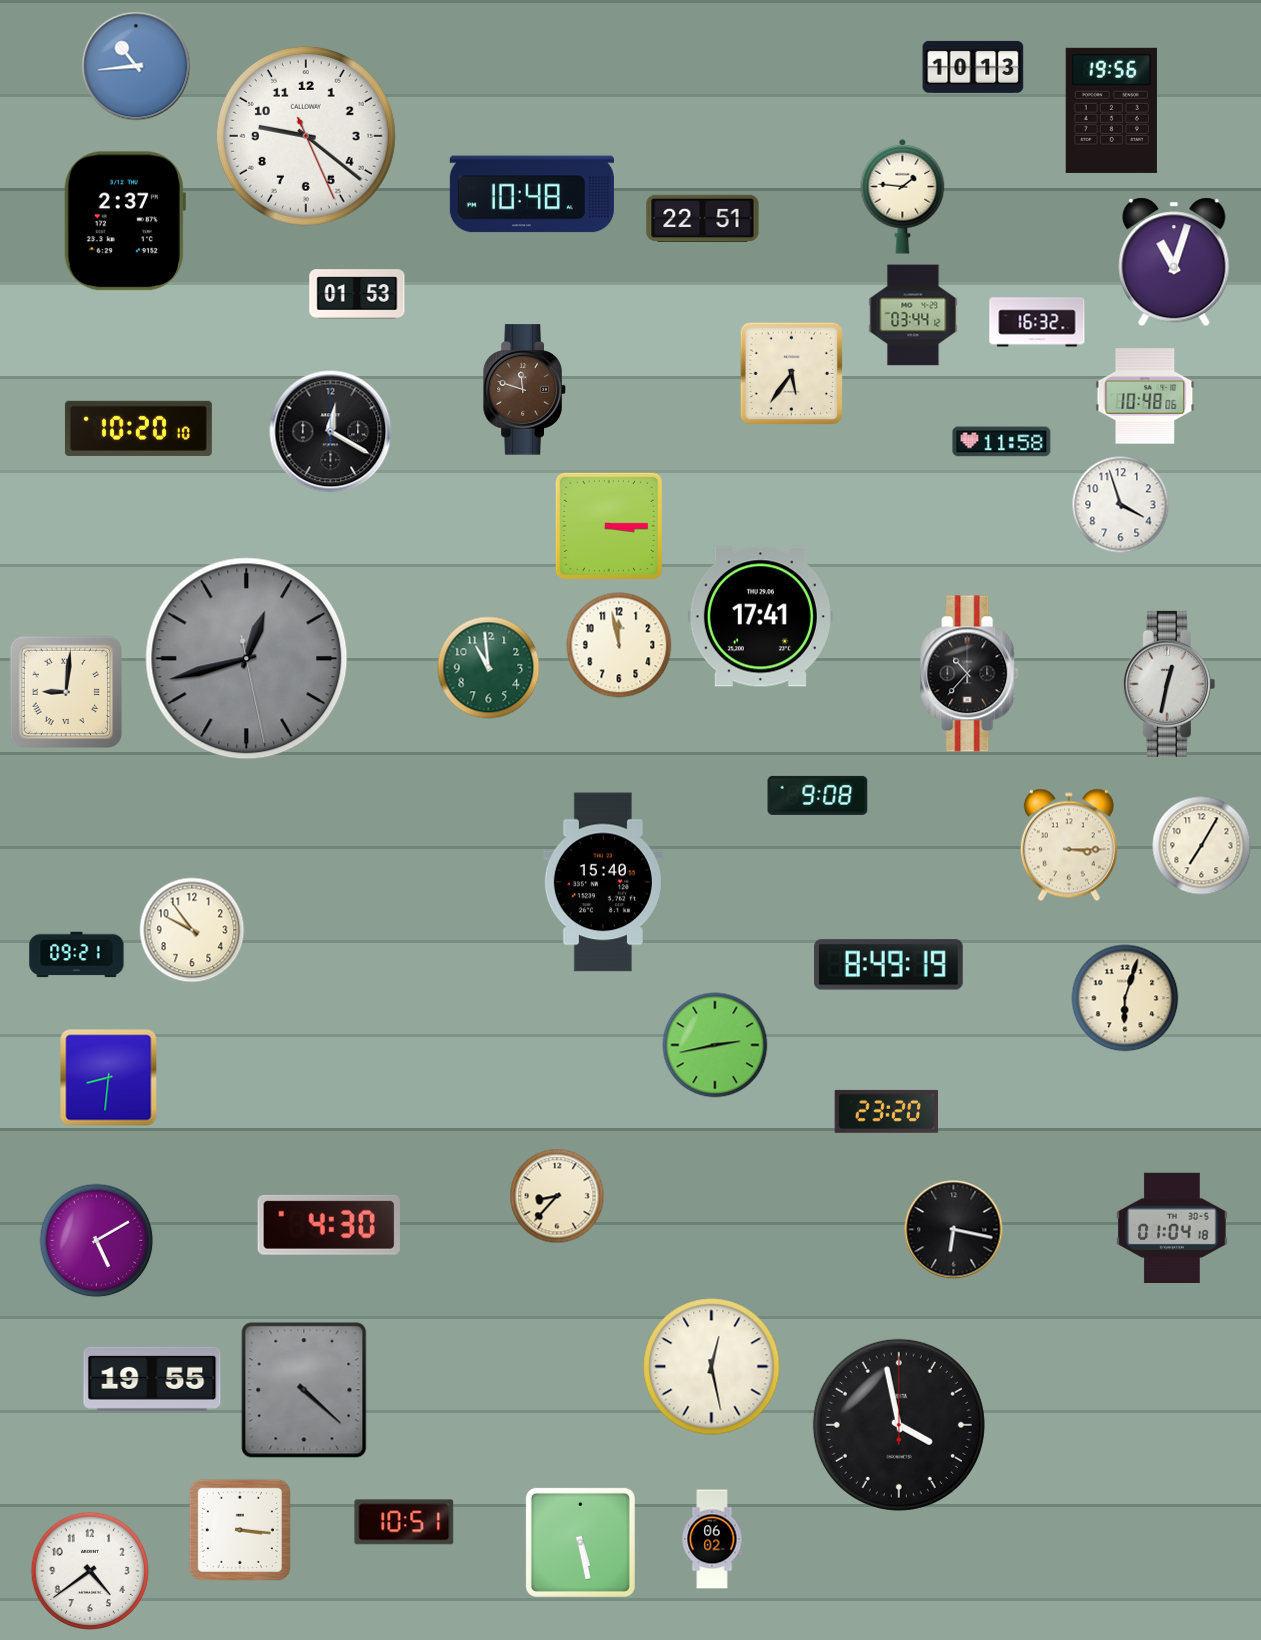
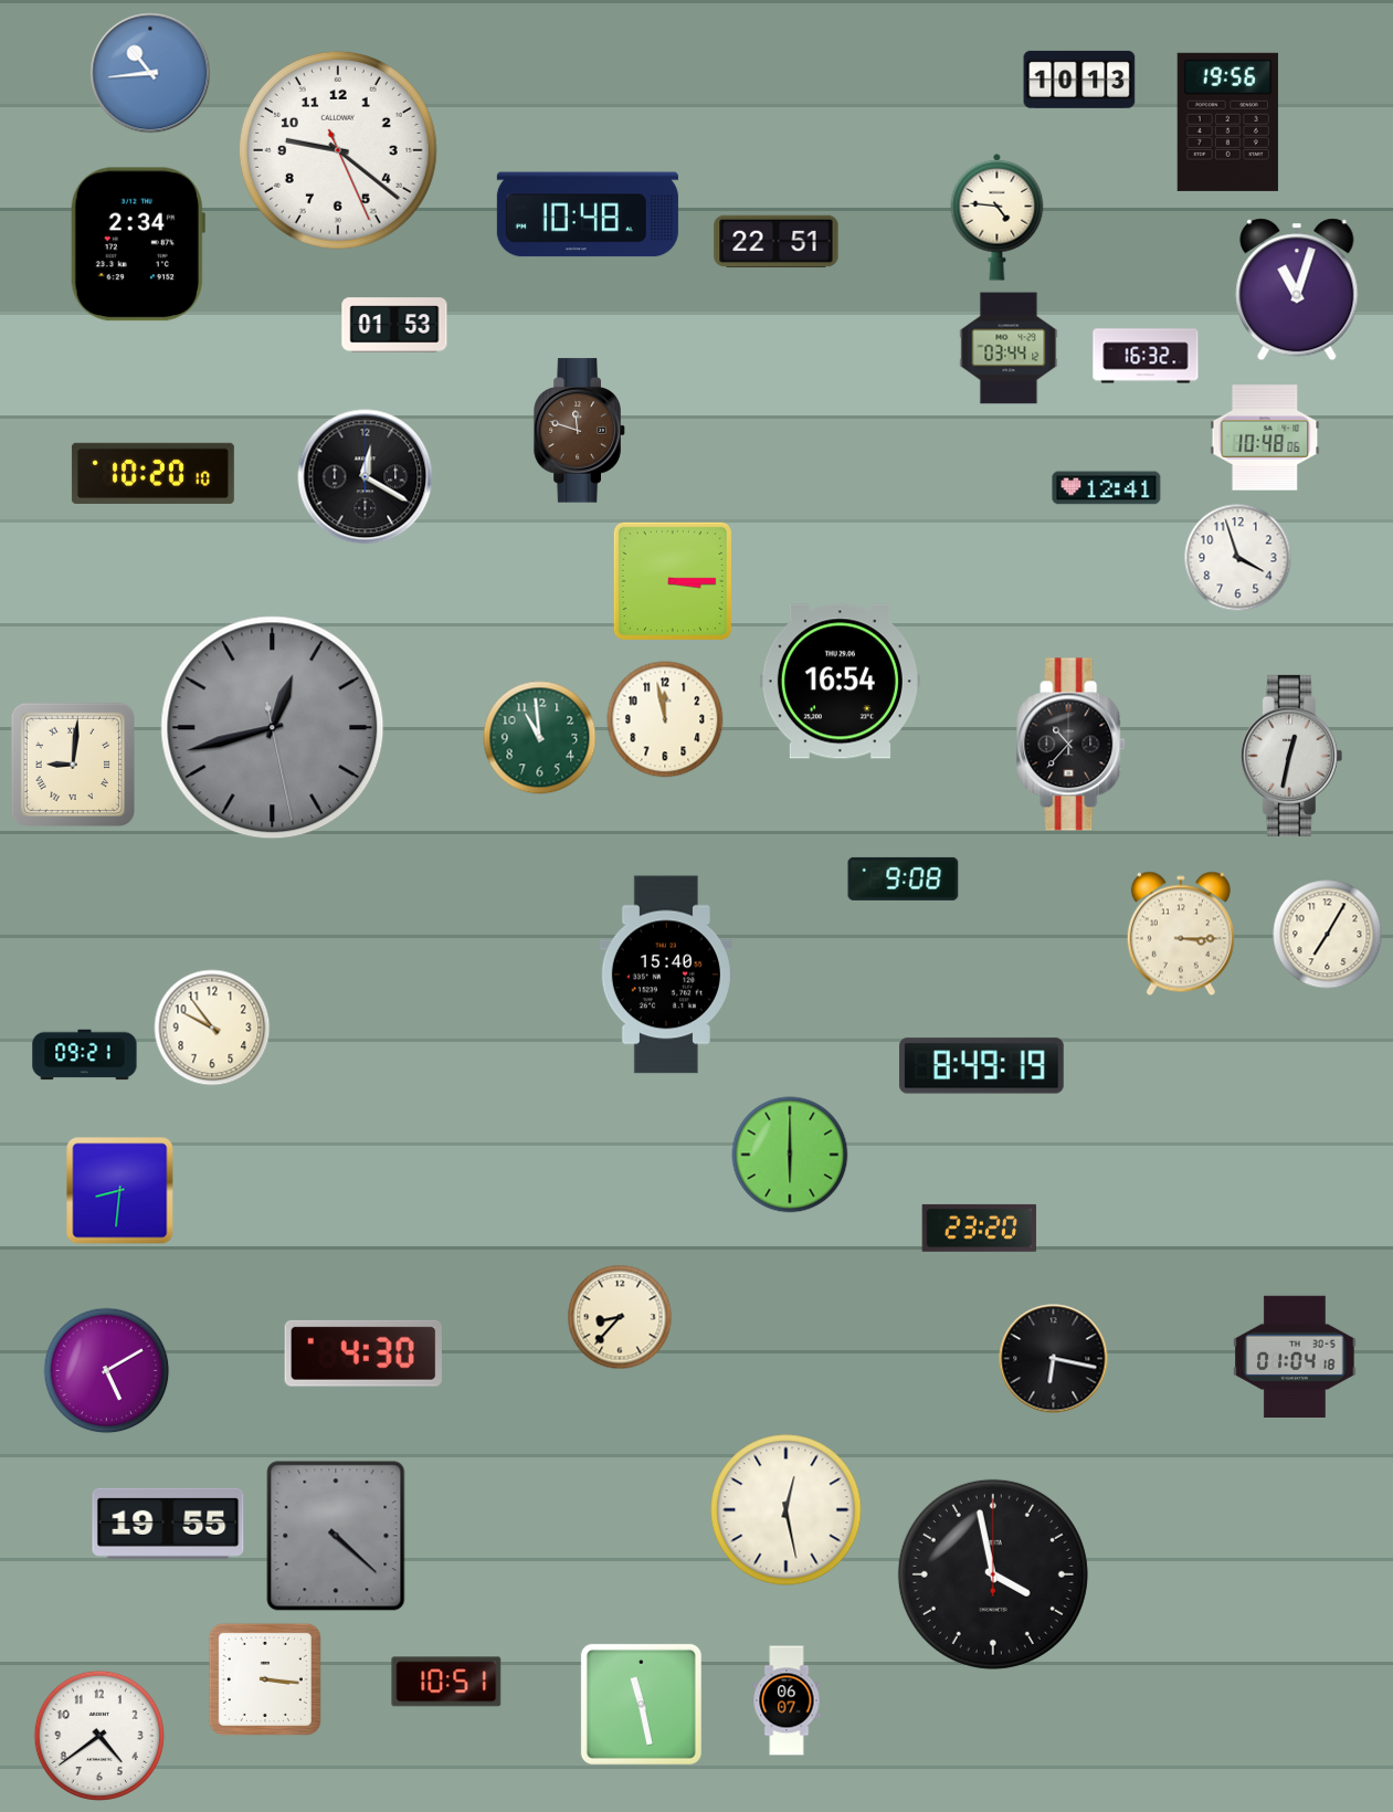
clock at (973, 67) position: (973, 67) -> (1079, 80)
clock at (903, 196): 1:46 -> 4:46
clock at (124, 221): 2:37 -> 2:34
clock at (792, 374): 5:36 -> none
clock at (1002, 442): 11:58 -> 12:41
clock at (760, 617): 17:41 -> 16:54
clock at (619, 645) position: (619, 645) -> (665, 719)
clock at (1125, 998): 6:03 -> none
clock at (715, 1045): 2:43 -> 6:00
clock at (557, 1196) position: (557, 1196) -> (620, 1317)
clock at (240, 1530) position: (240, 1530) -> (265, 1679)
clock at (712, 1539): 06:02 -> 06:07
clock at (580, 1542): 5:28 -> 11:28
